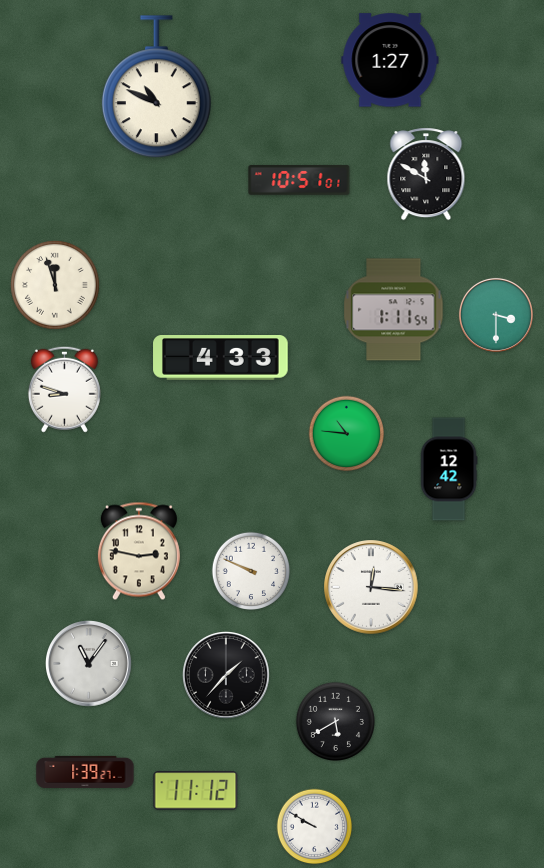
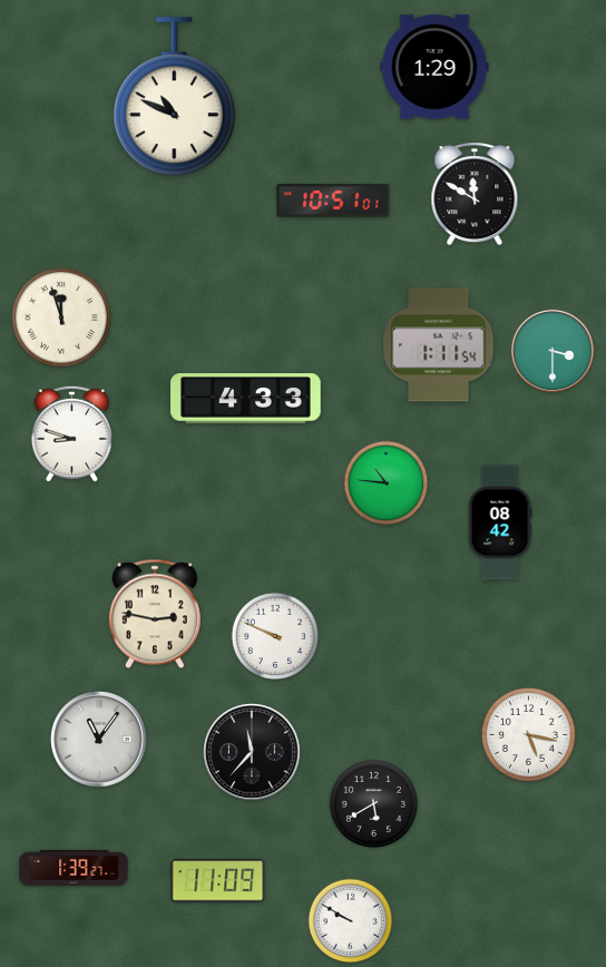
clock at (390, 60): 1:27 -> 1:29
clock at (449, 469): 12:42 -> 08:42
clock at (250, 570) position: (250, 570) -> (274, 635)
clock at (371, 587): 12:16 -> none
clock at (528, 734): none -> 5:17
clock at (227, 676): 1:37 -> 11:37
clock at (85, 772) position: (85, 772) -> (74, 868)
clock at (196, 791): 11:12 -> 11:09
